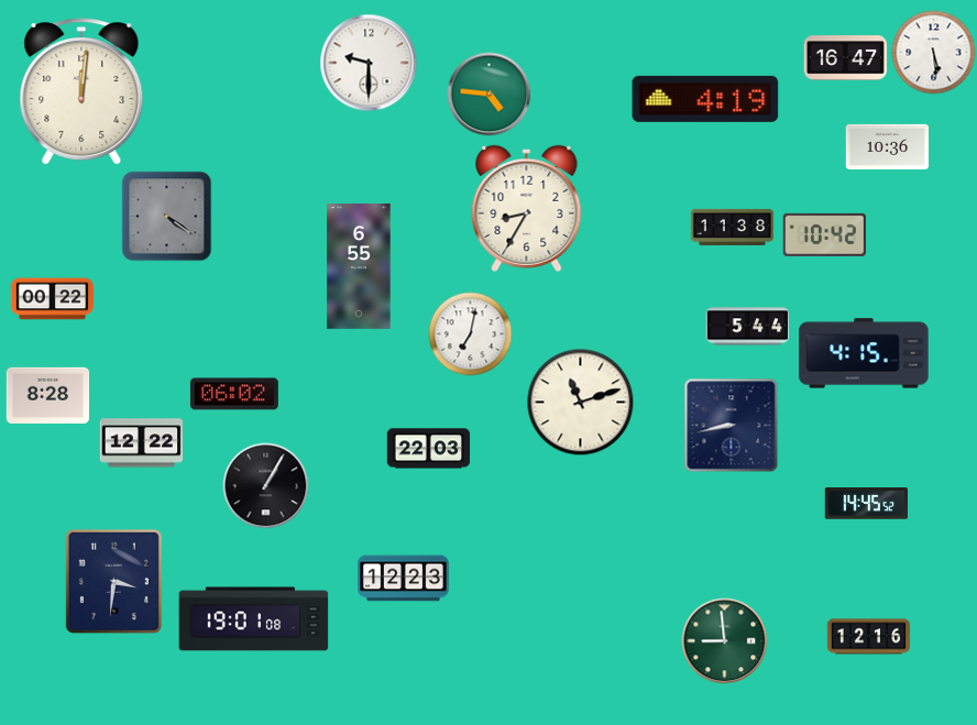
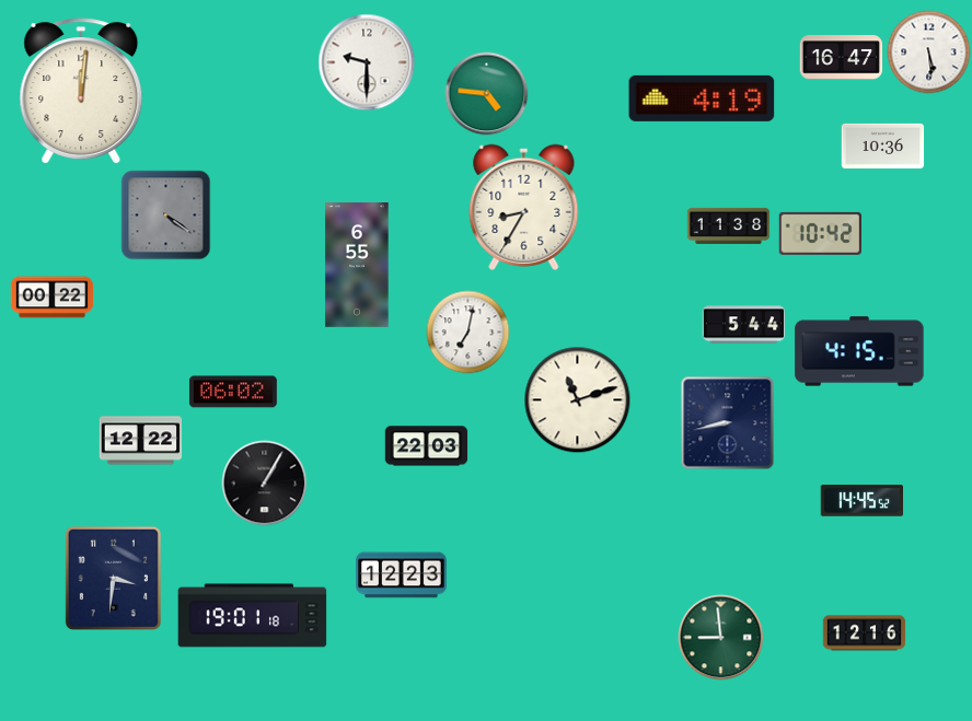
clock at (48, 395): 8:28 -> none
clock at (254, 619): 19:01:08 -> 19:01:18
